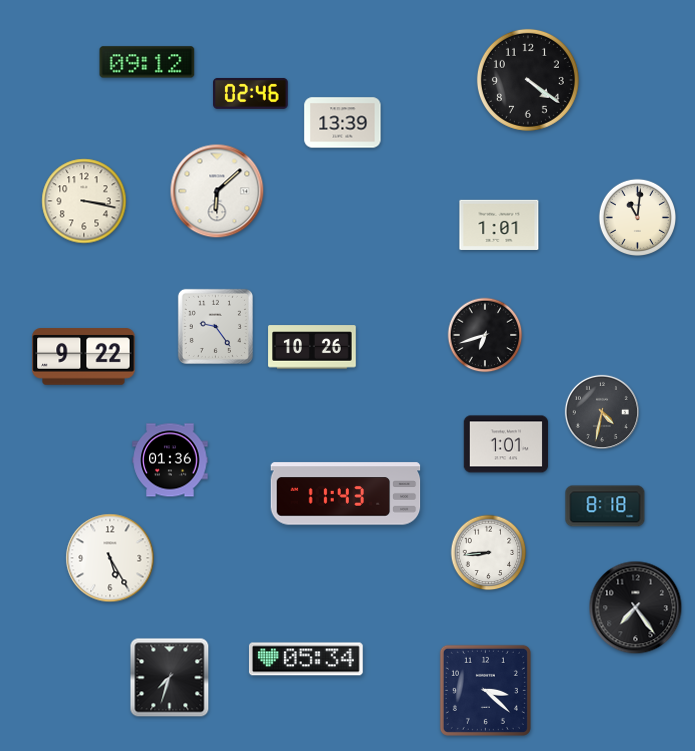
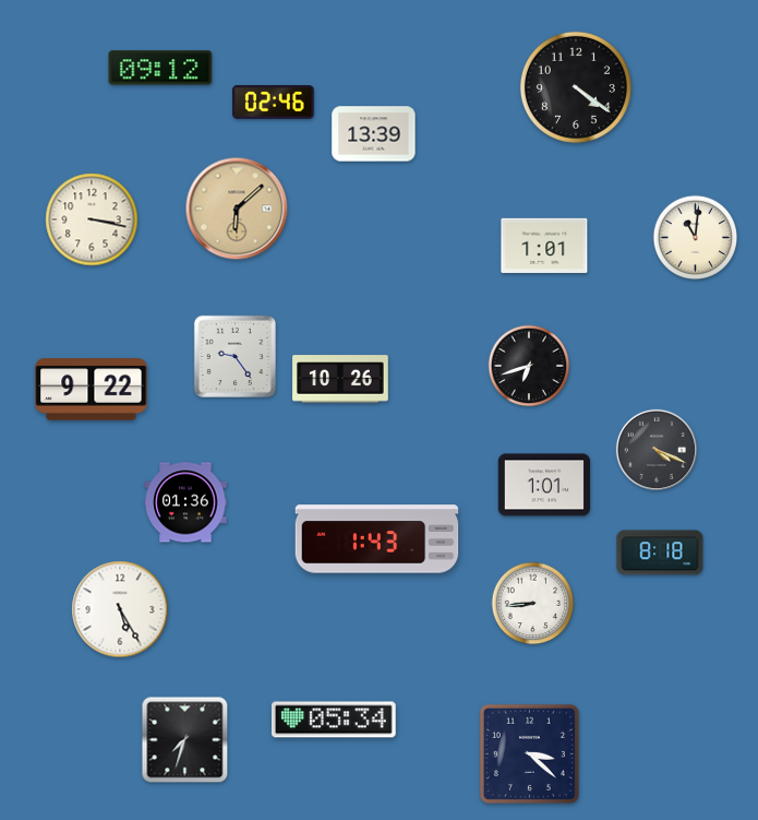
clock at (217, 191) dial: white -> champagne
clock at (602, 412): 4:32 -> 4:19
clock at (506, 444) position: (506, 444) -> (544, 485)
clock at (346, 494): 11:43 -> 1:43
clock at (636, 608): 7:24 -> none
